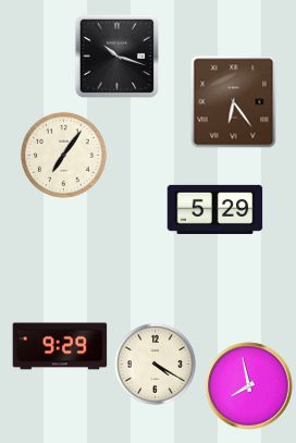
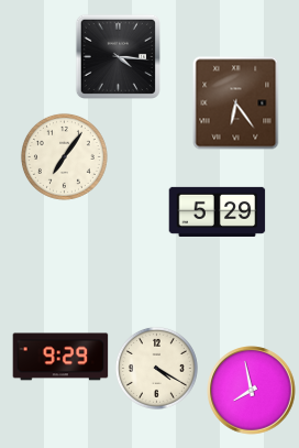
clock at (116, 56): 10:18 -> 4:16
clock at (60, 346) position: (60, 346) -> (60, 357)
